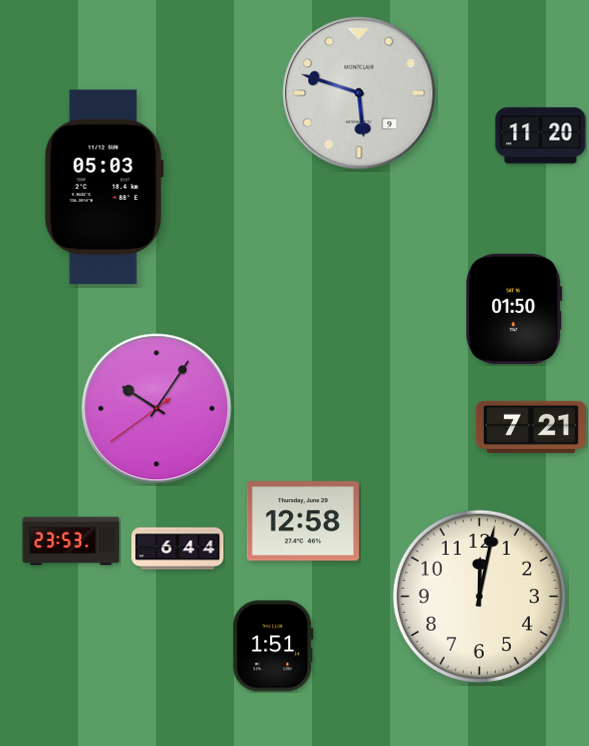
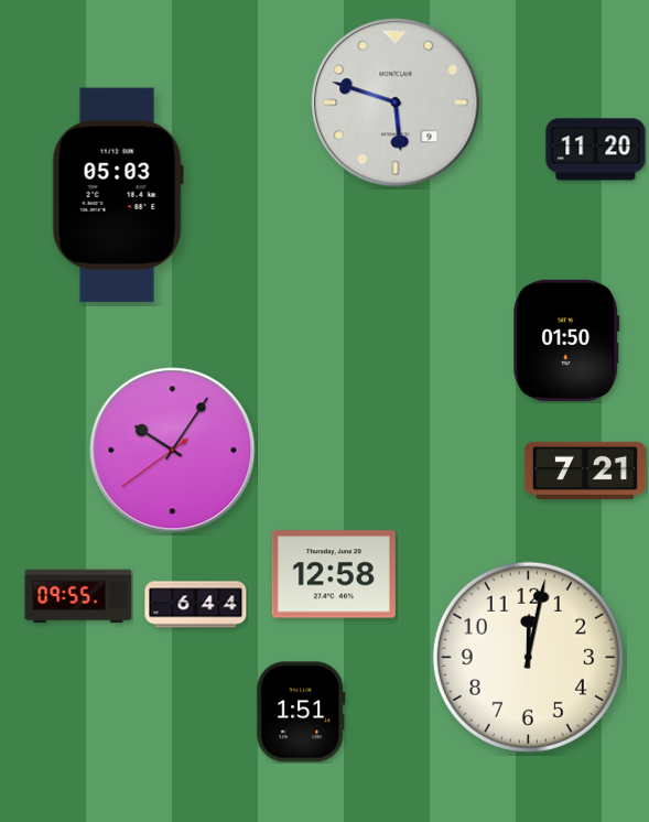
clock at (104, 187) position: (104, 187) -> (118, 195)
clock at (71, 541): 23:53 -> 09:55
